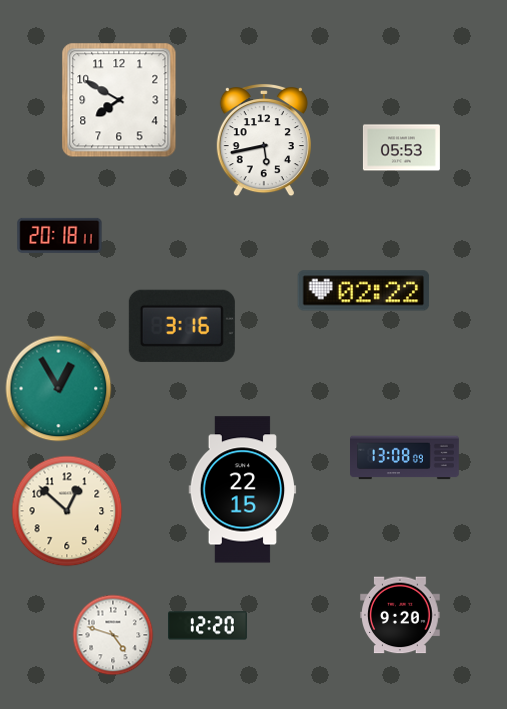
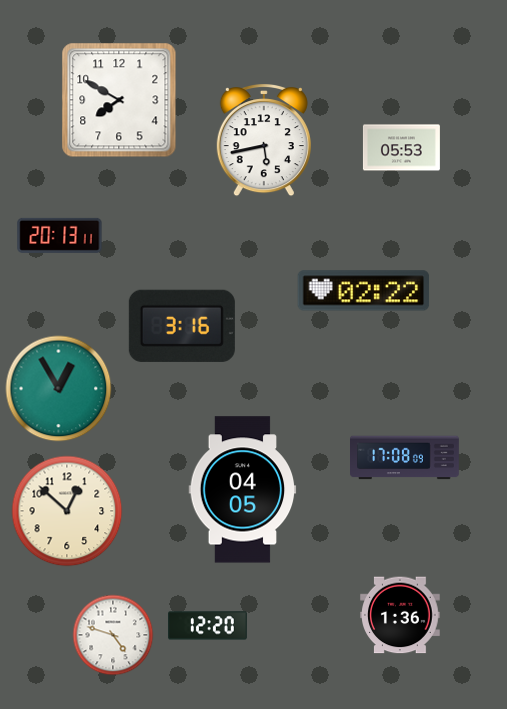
clock at (60, 235): 20:18 -> 20:13
clock at (405, 458): 13:08 -> 17:08
clock at (243, 490): 22:15 -> 04:05
clock at (400, 615): 9:20 -> 1:36
